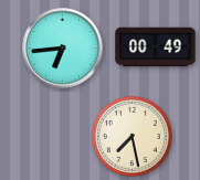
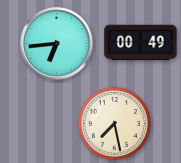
clock at (131, 136) position: (131, 136) -> (114, 123)
